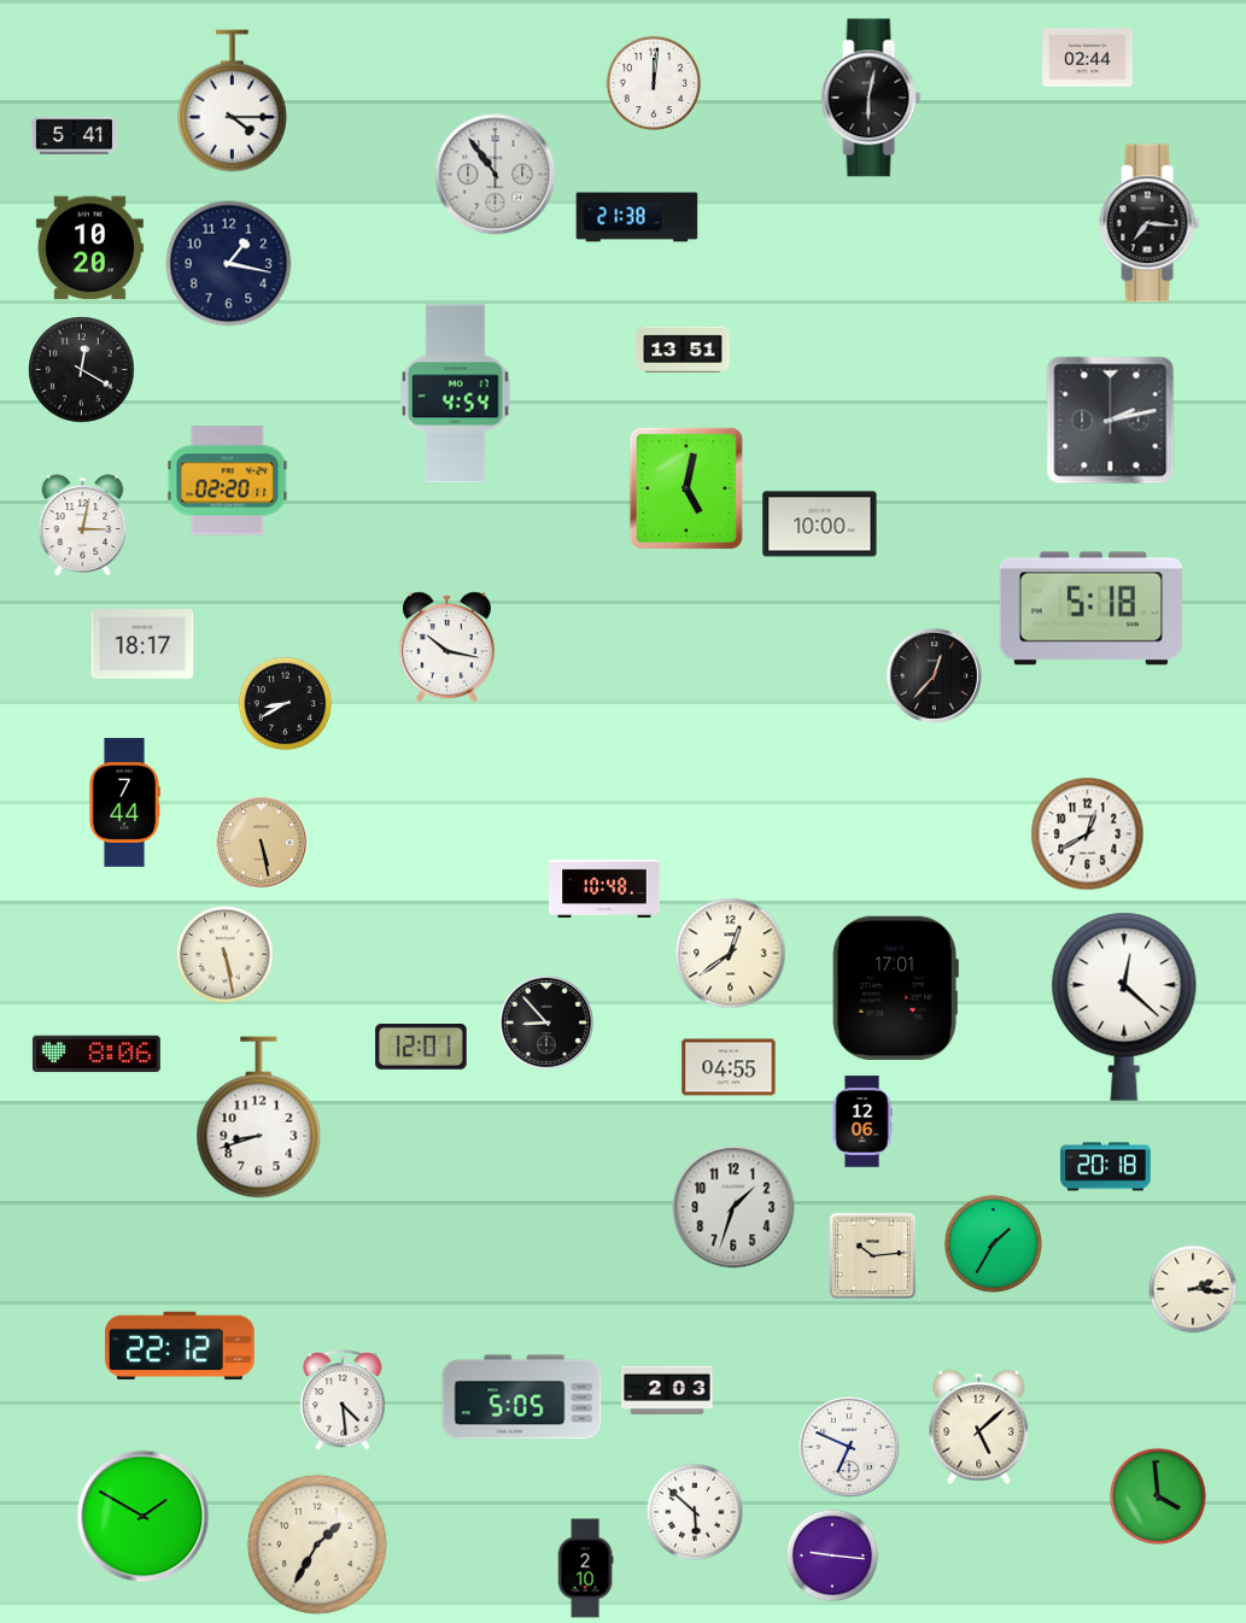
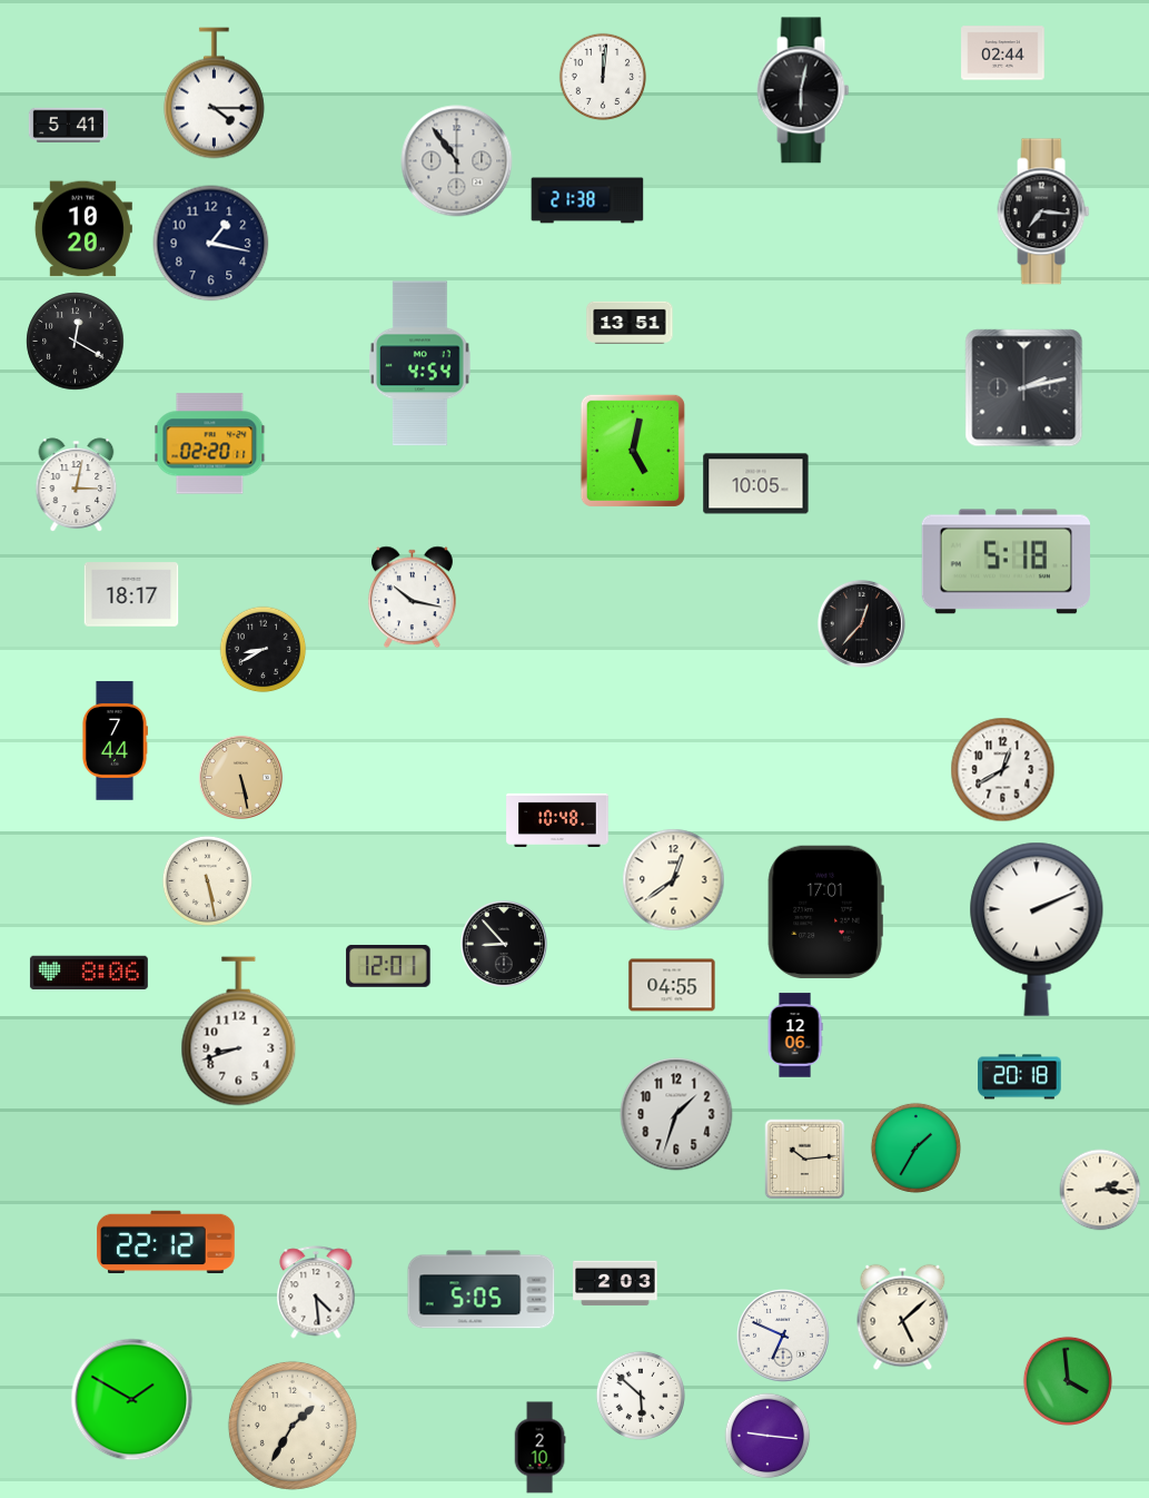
clock at (1150, 223) position: (1150, 223) -> (1043, 211)
clock at (820, 525): 10:00 -> 10:05
clock at (1124, 1007): 12:22 -> 2:11
